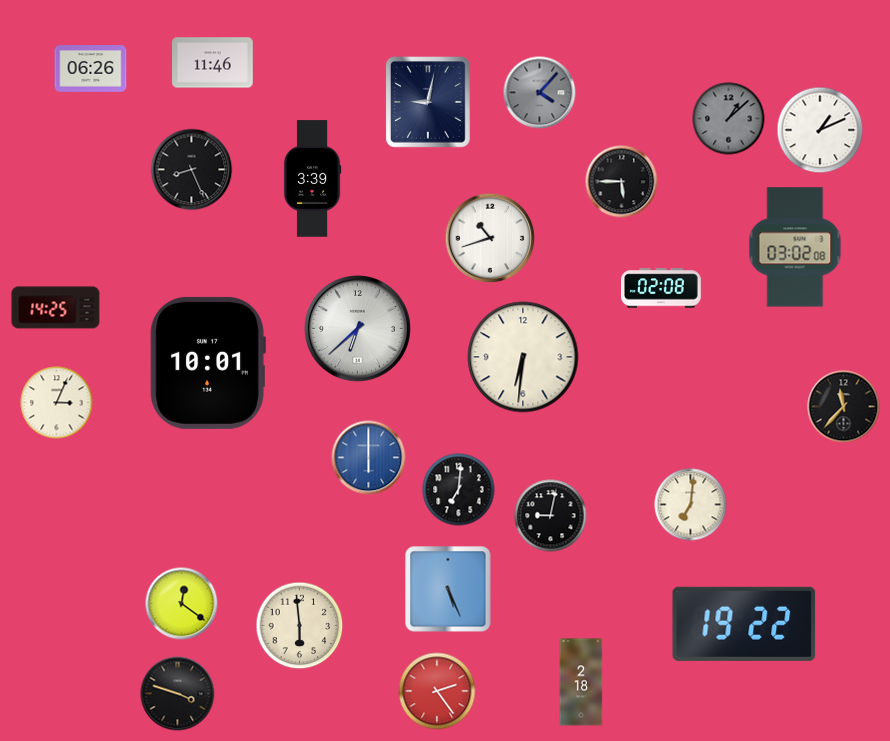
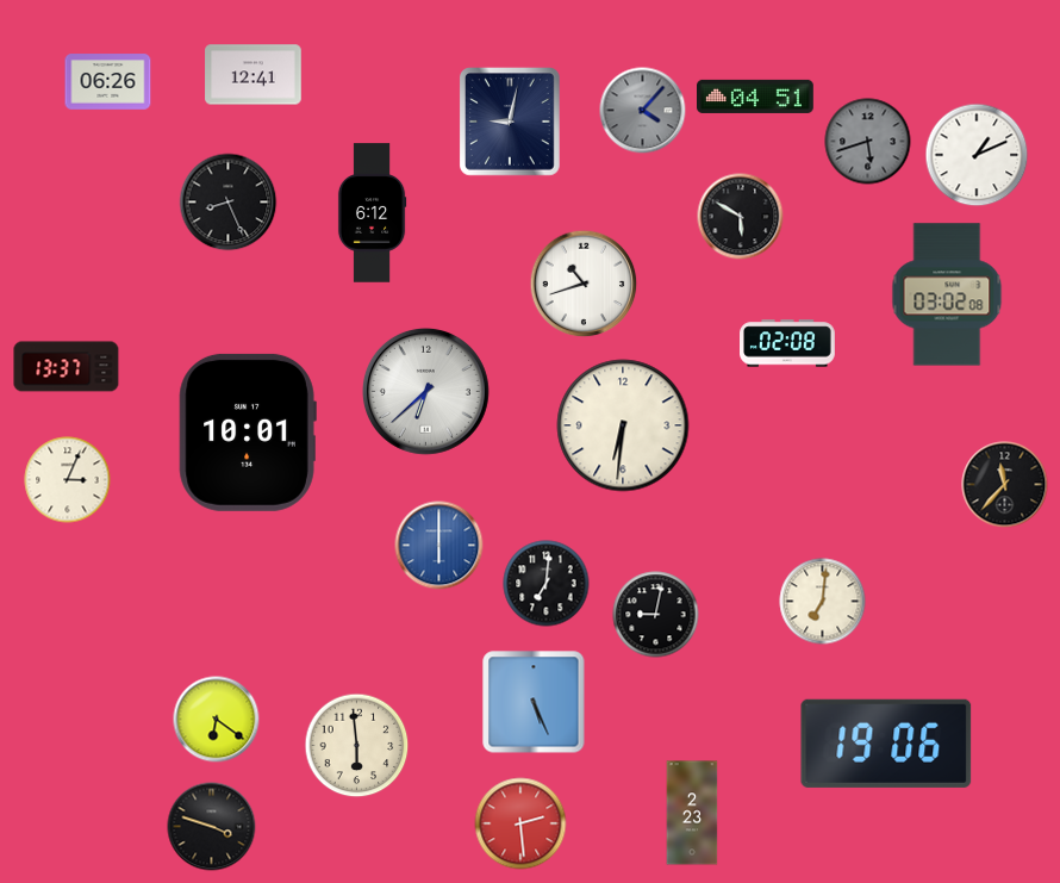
clock at (213, 63): 11:46 -> 12:41
clock at (756, 97): none -> 04:51
clock at (729, 119): 1:08 -> 5:42
clock at (312, 179): 3:39 -> 6:12
clock at (622, 182): 5:45 -> 5:50
clock at (56, 308): 14:25 -> 13:37
clock at (182, 604): 12:21 -> 6:21
clock at (744, 624): 19:22 -> 19:06
clock at (581, 682): 2:18 -> 2:23
clock at (437, 691): 2:24 -> 2:29
